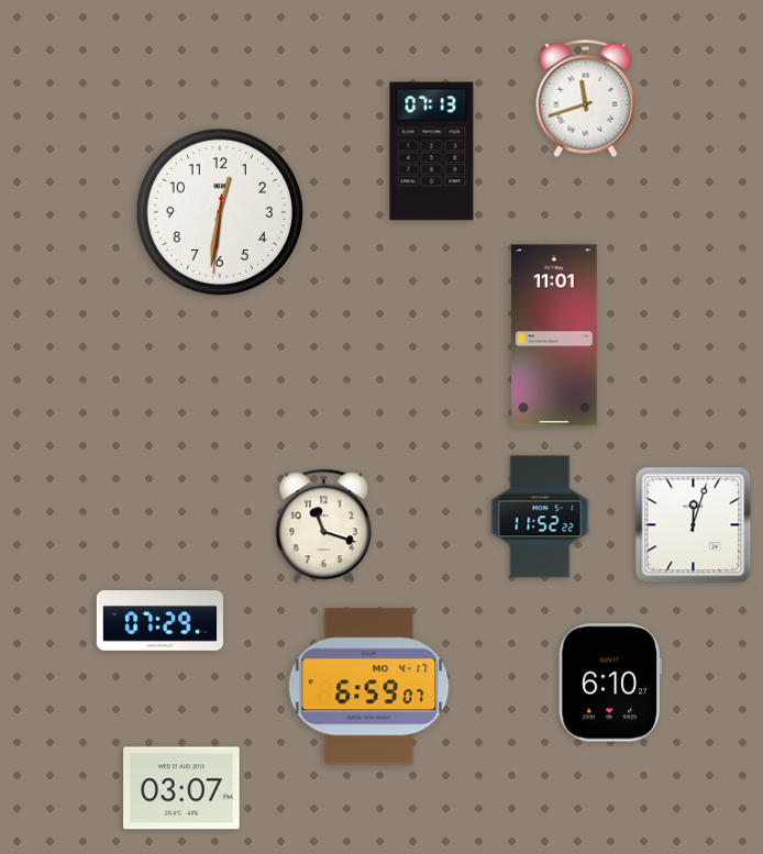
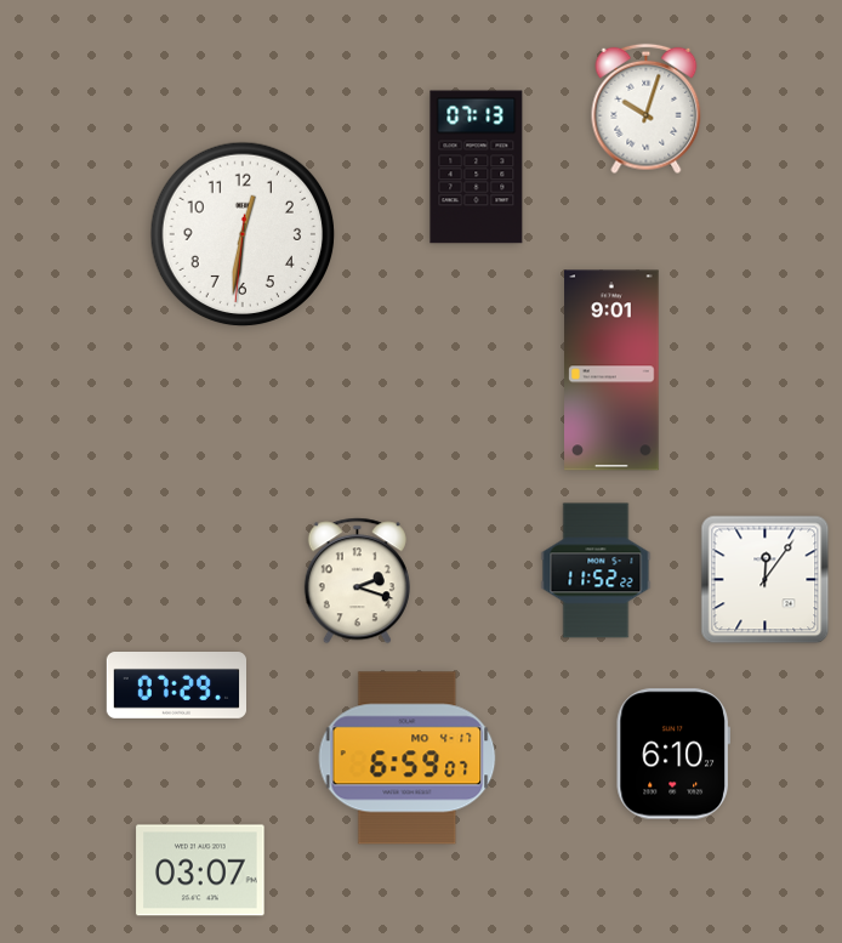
clock at (586, 99): 11:42 -> 10:03
clock at (554, 335): 11:01 -> 9:01
clock at (694, 525): 12:03 -> 12:06
clock at (323, 526): 11:18 -> 2:18
